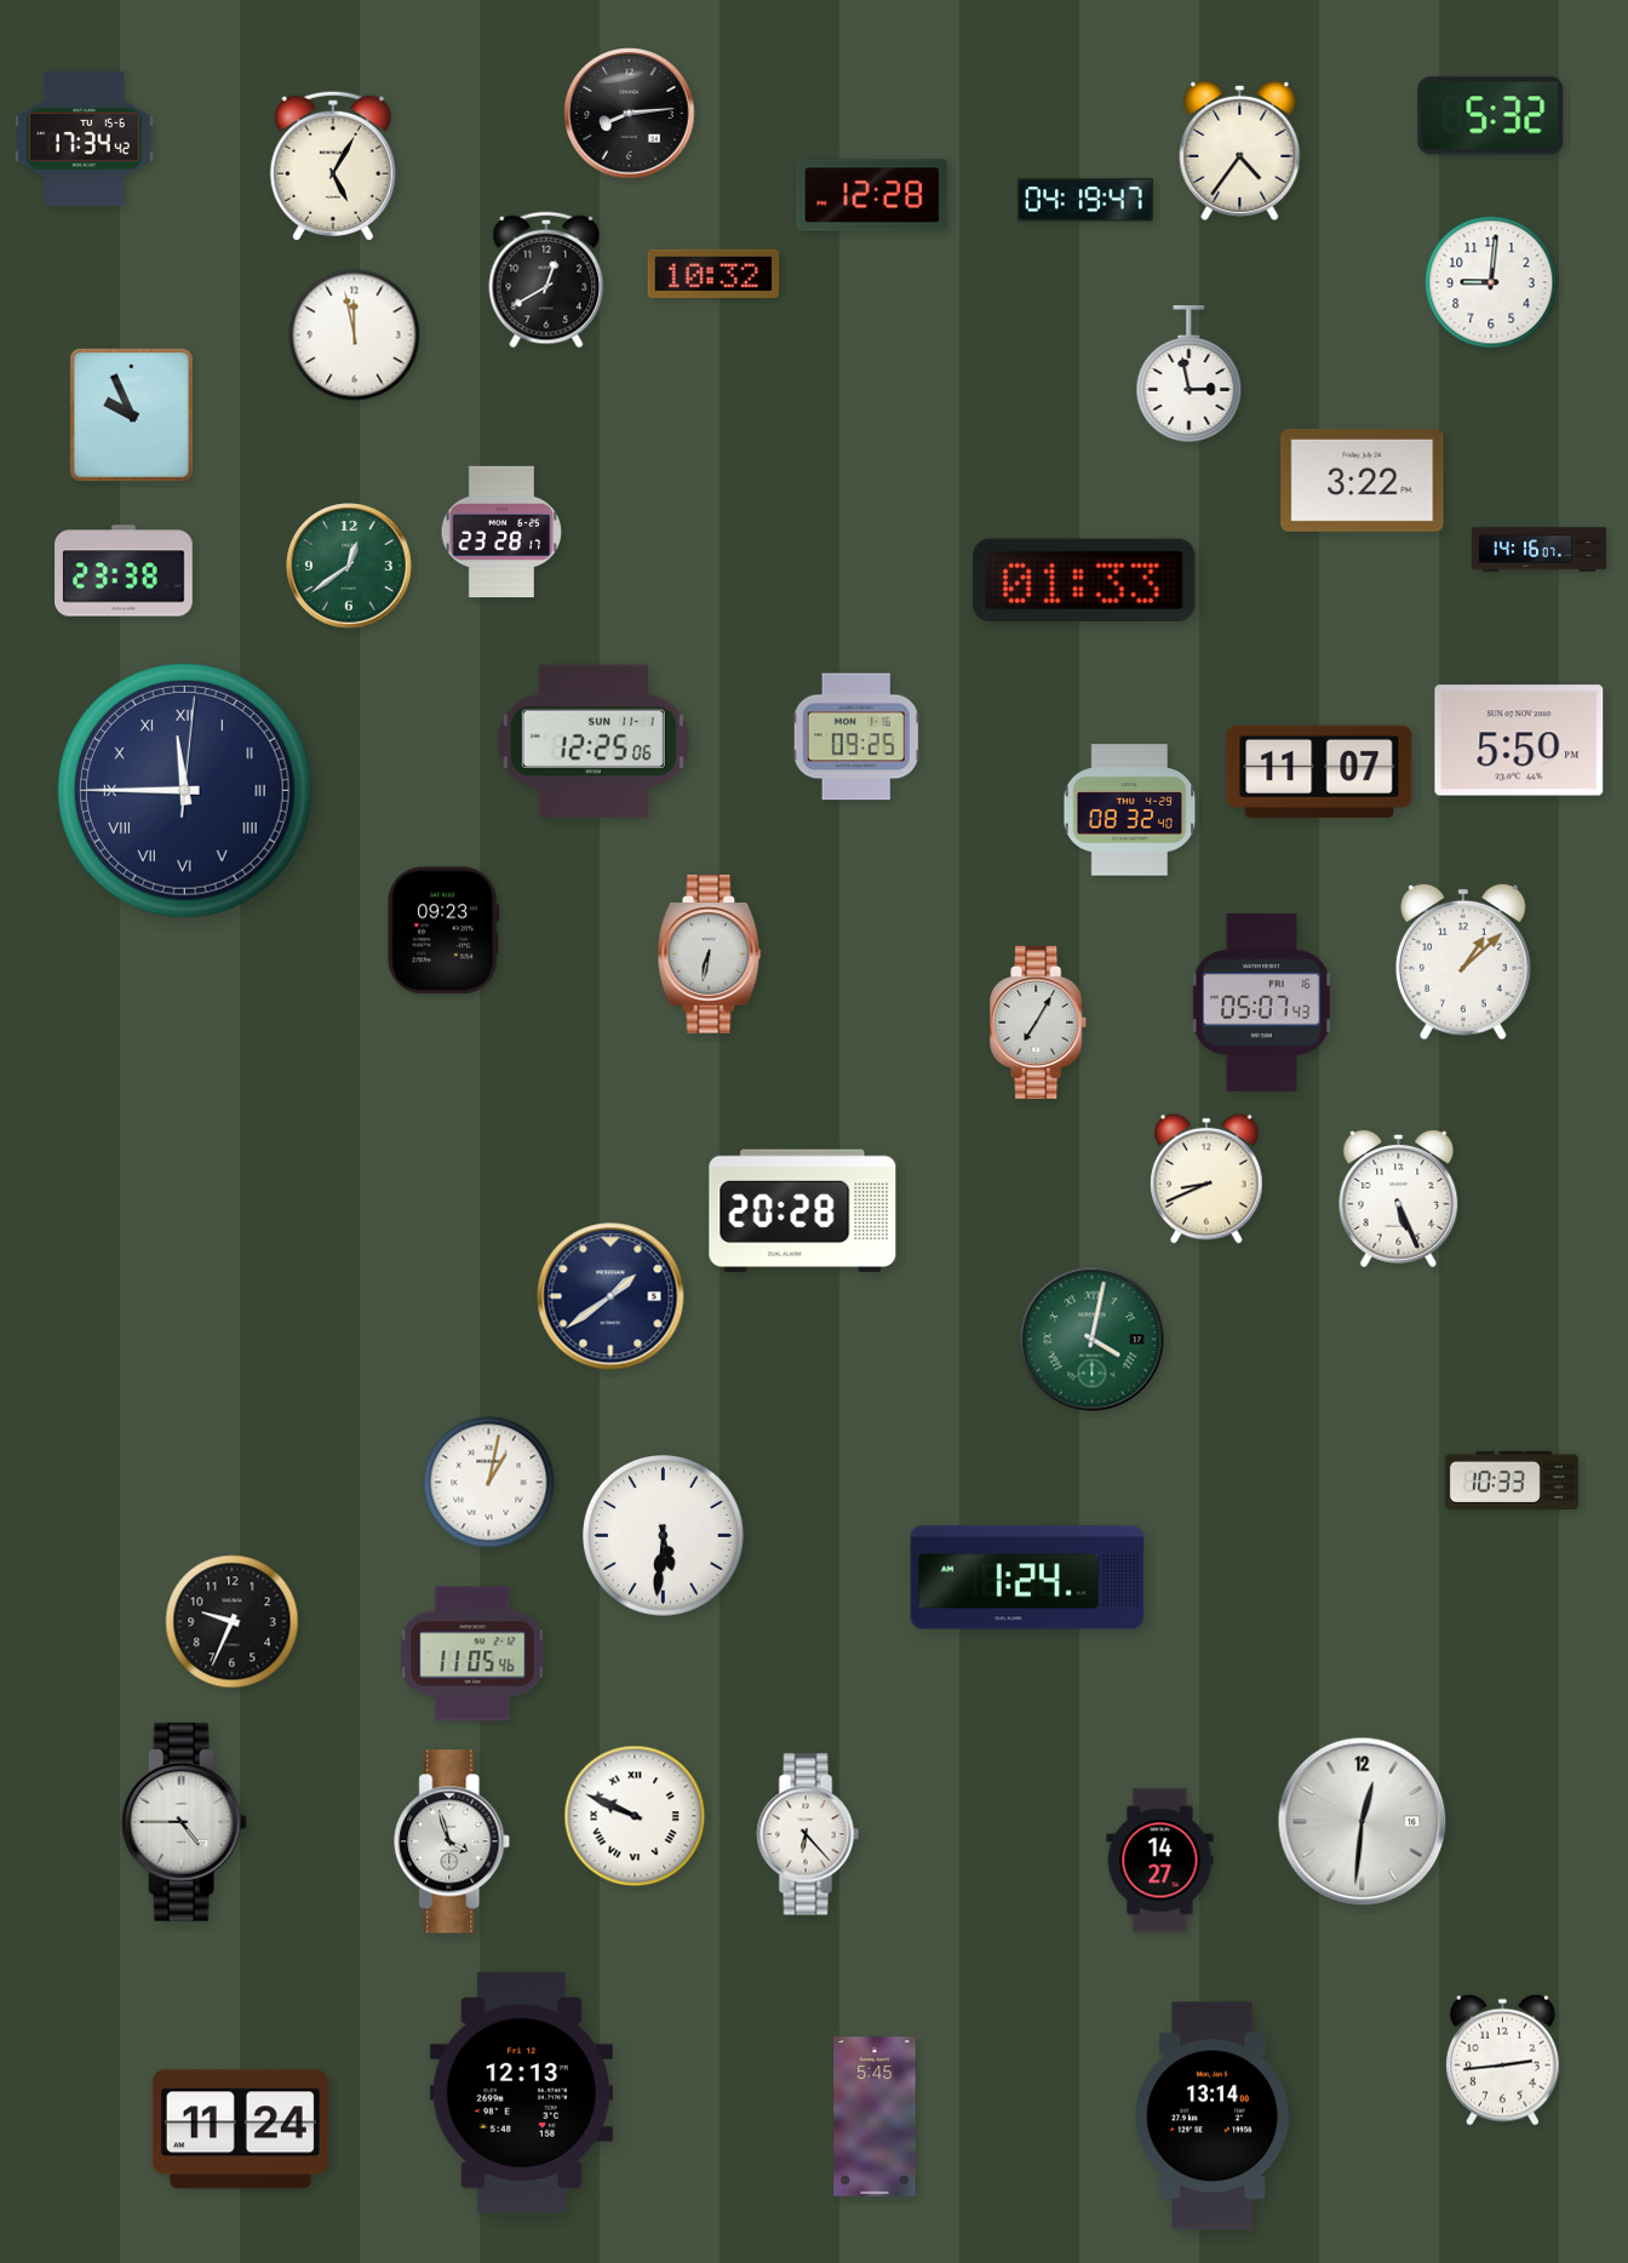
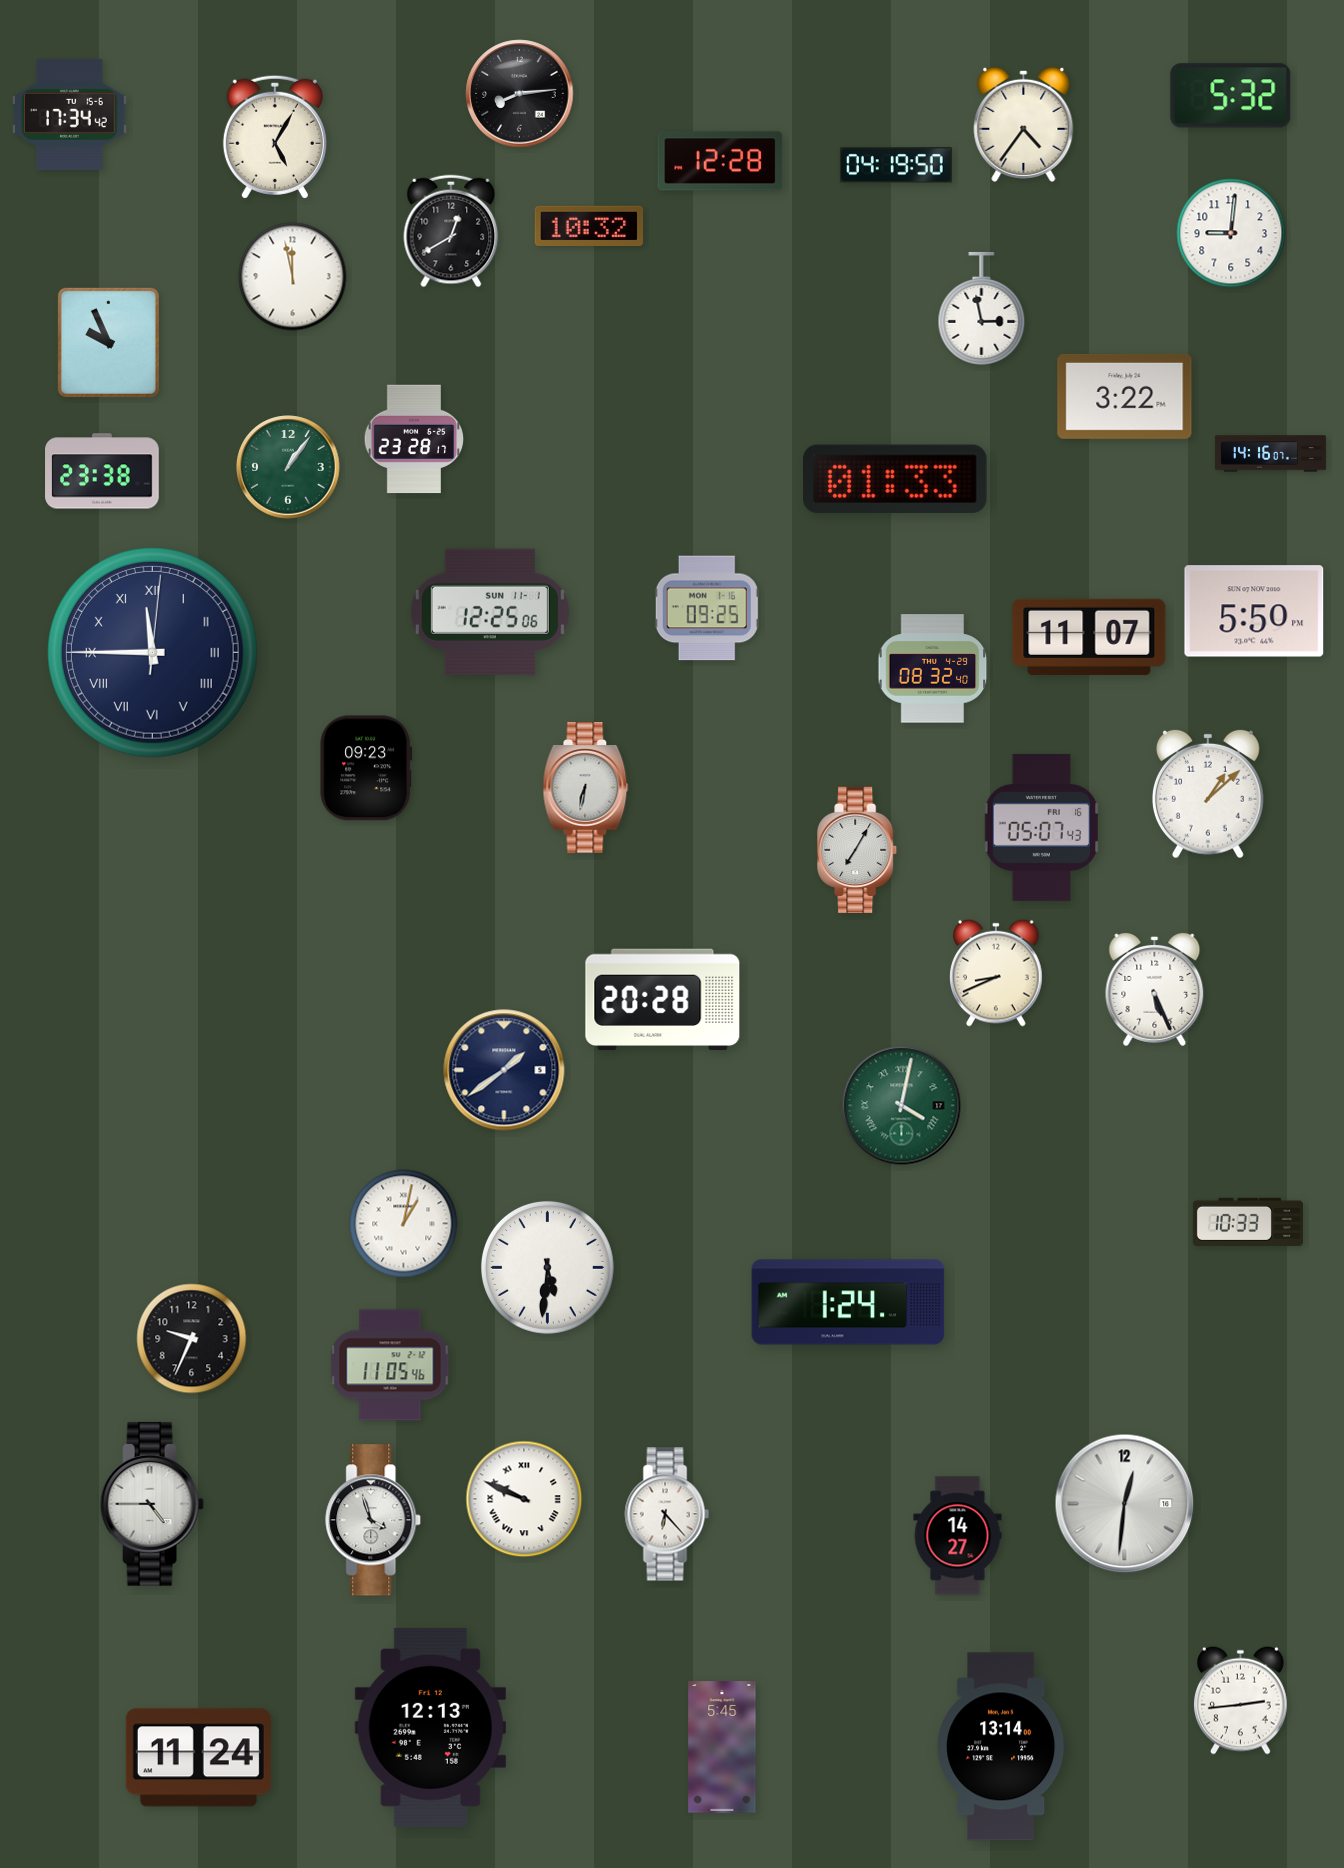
clock at (1085, 200): 04:19:47 -> 04:19:50
clock at (349, 566): 12:39 -> 1:06
clock at (1039, 1021) position: (1039, 1021) -> (858, 849)
